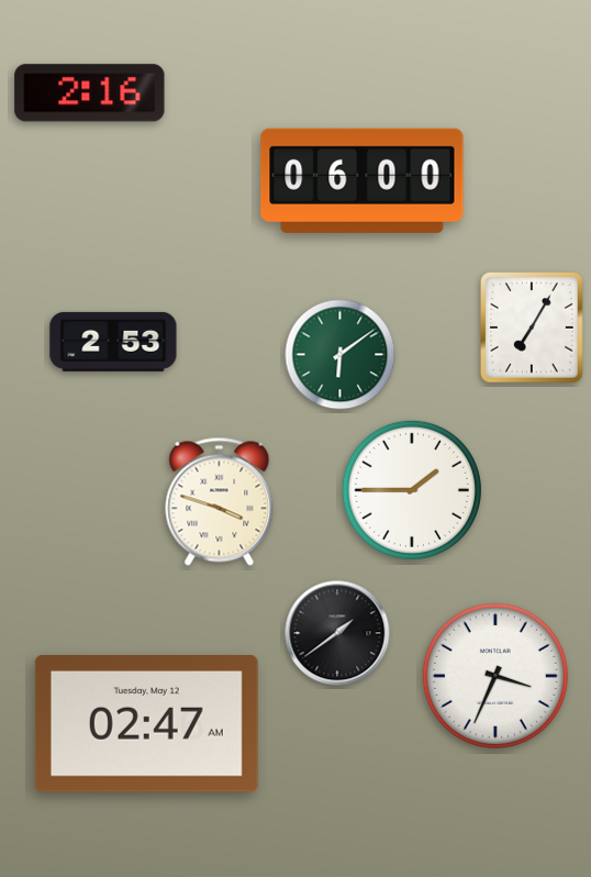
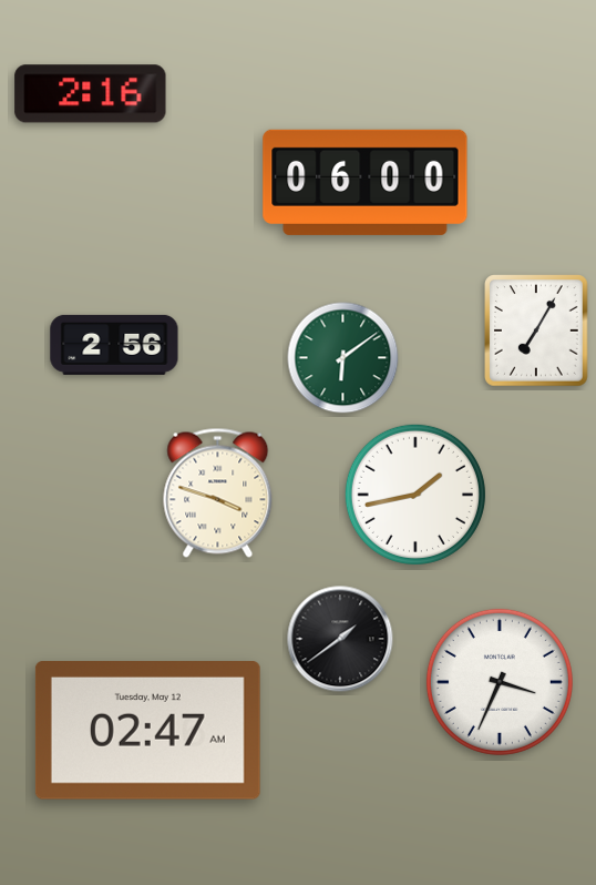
clock at (113, 342): 2:53 -> 2:56
clock at (412, 490): 1:45 -> 1:43
clock at (220, 501) position: (220, 501) -> (218, 492)
